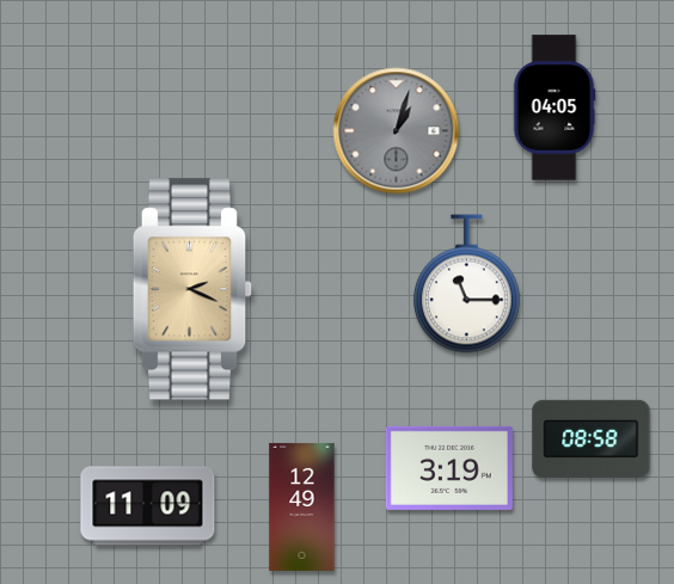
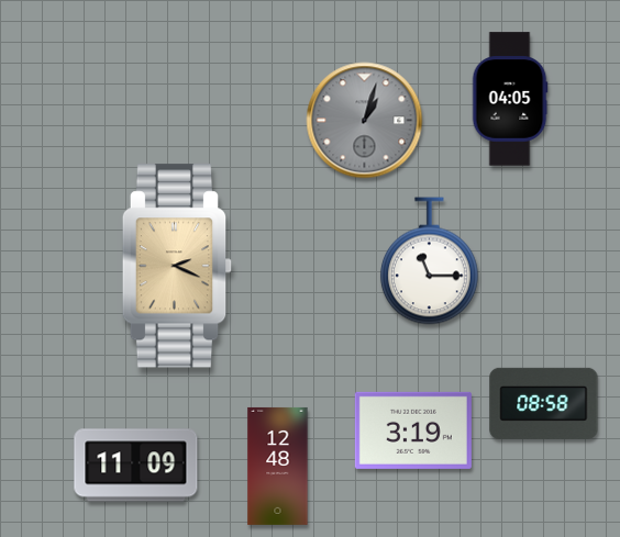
clock at (302, 506): 12:49 -> 12:48
